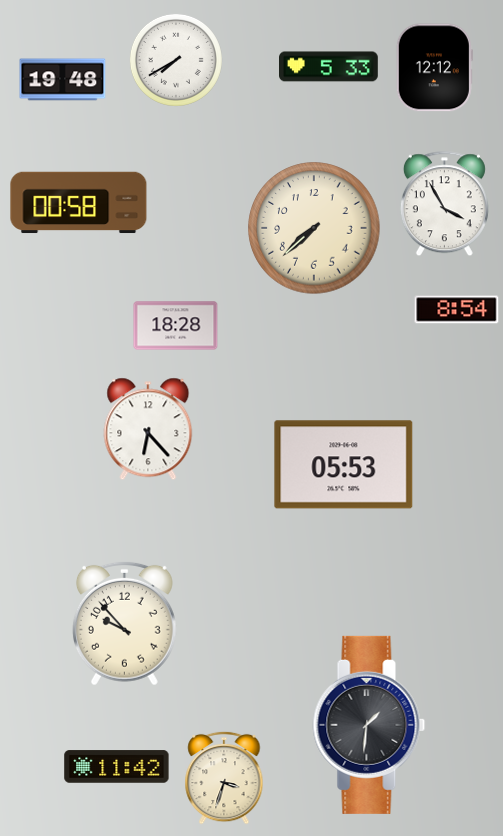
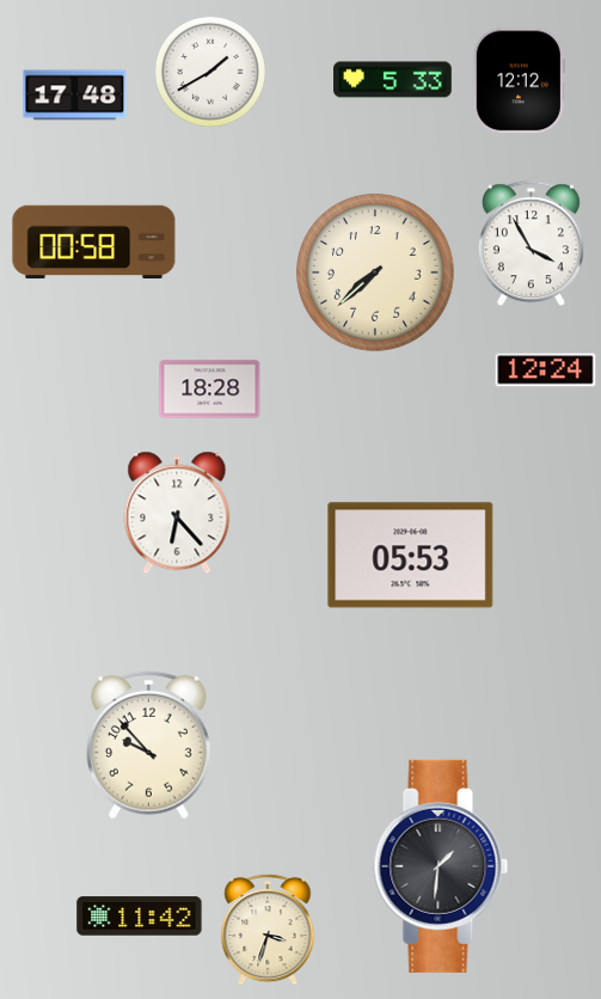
clock at (176, 60): 7:40 -> 1:40
clock at (63, 80): 19:48 -> 17:48
clock at (457, 310): 8:54 -> 12:24
